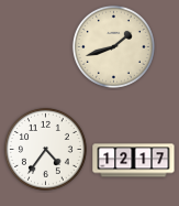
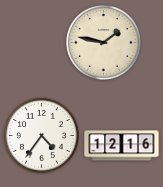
clock at (113, 46): 1:42 -> 1:47
clock at (134, 161): 12:17 -> 12:16
